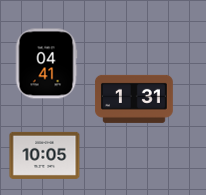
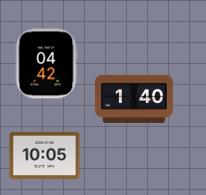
clock at (46, 64): 04:41 -> 04:42
clock at (135, 99): 1:31 -> 1:40
